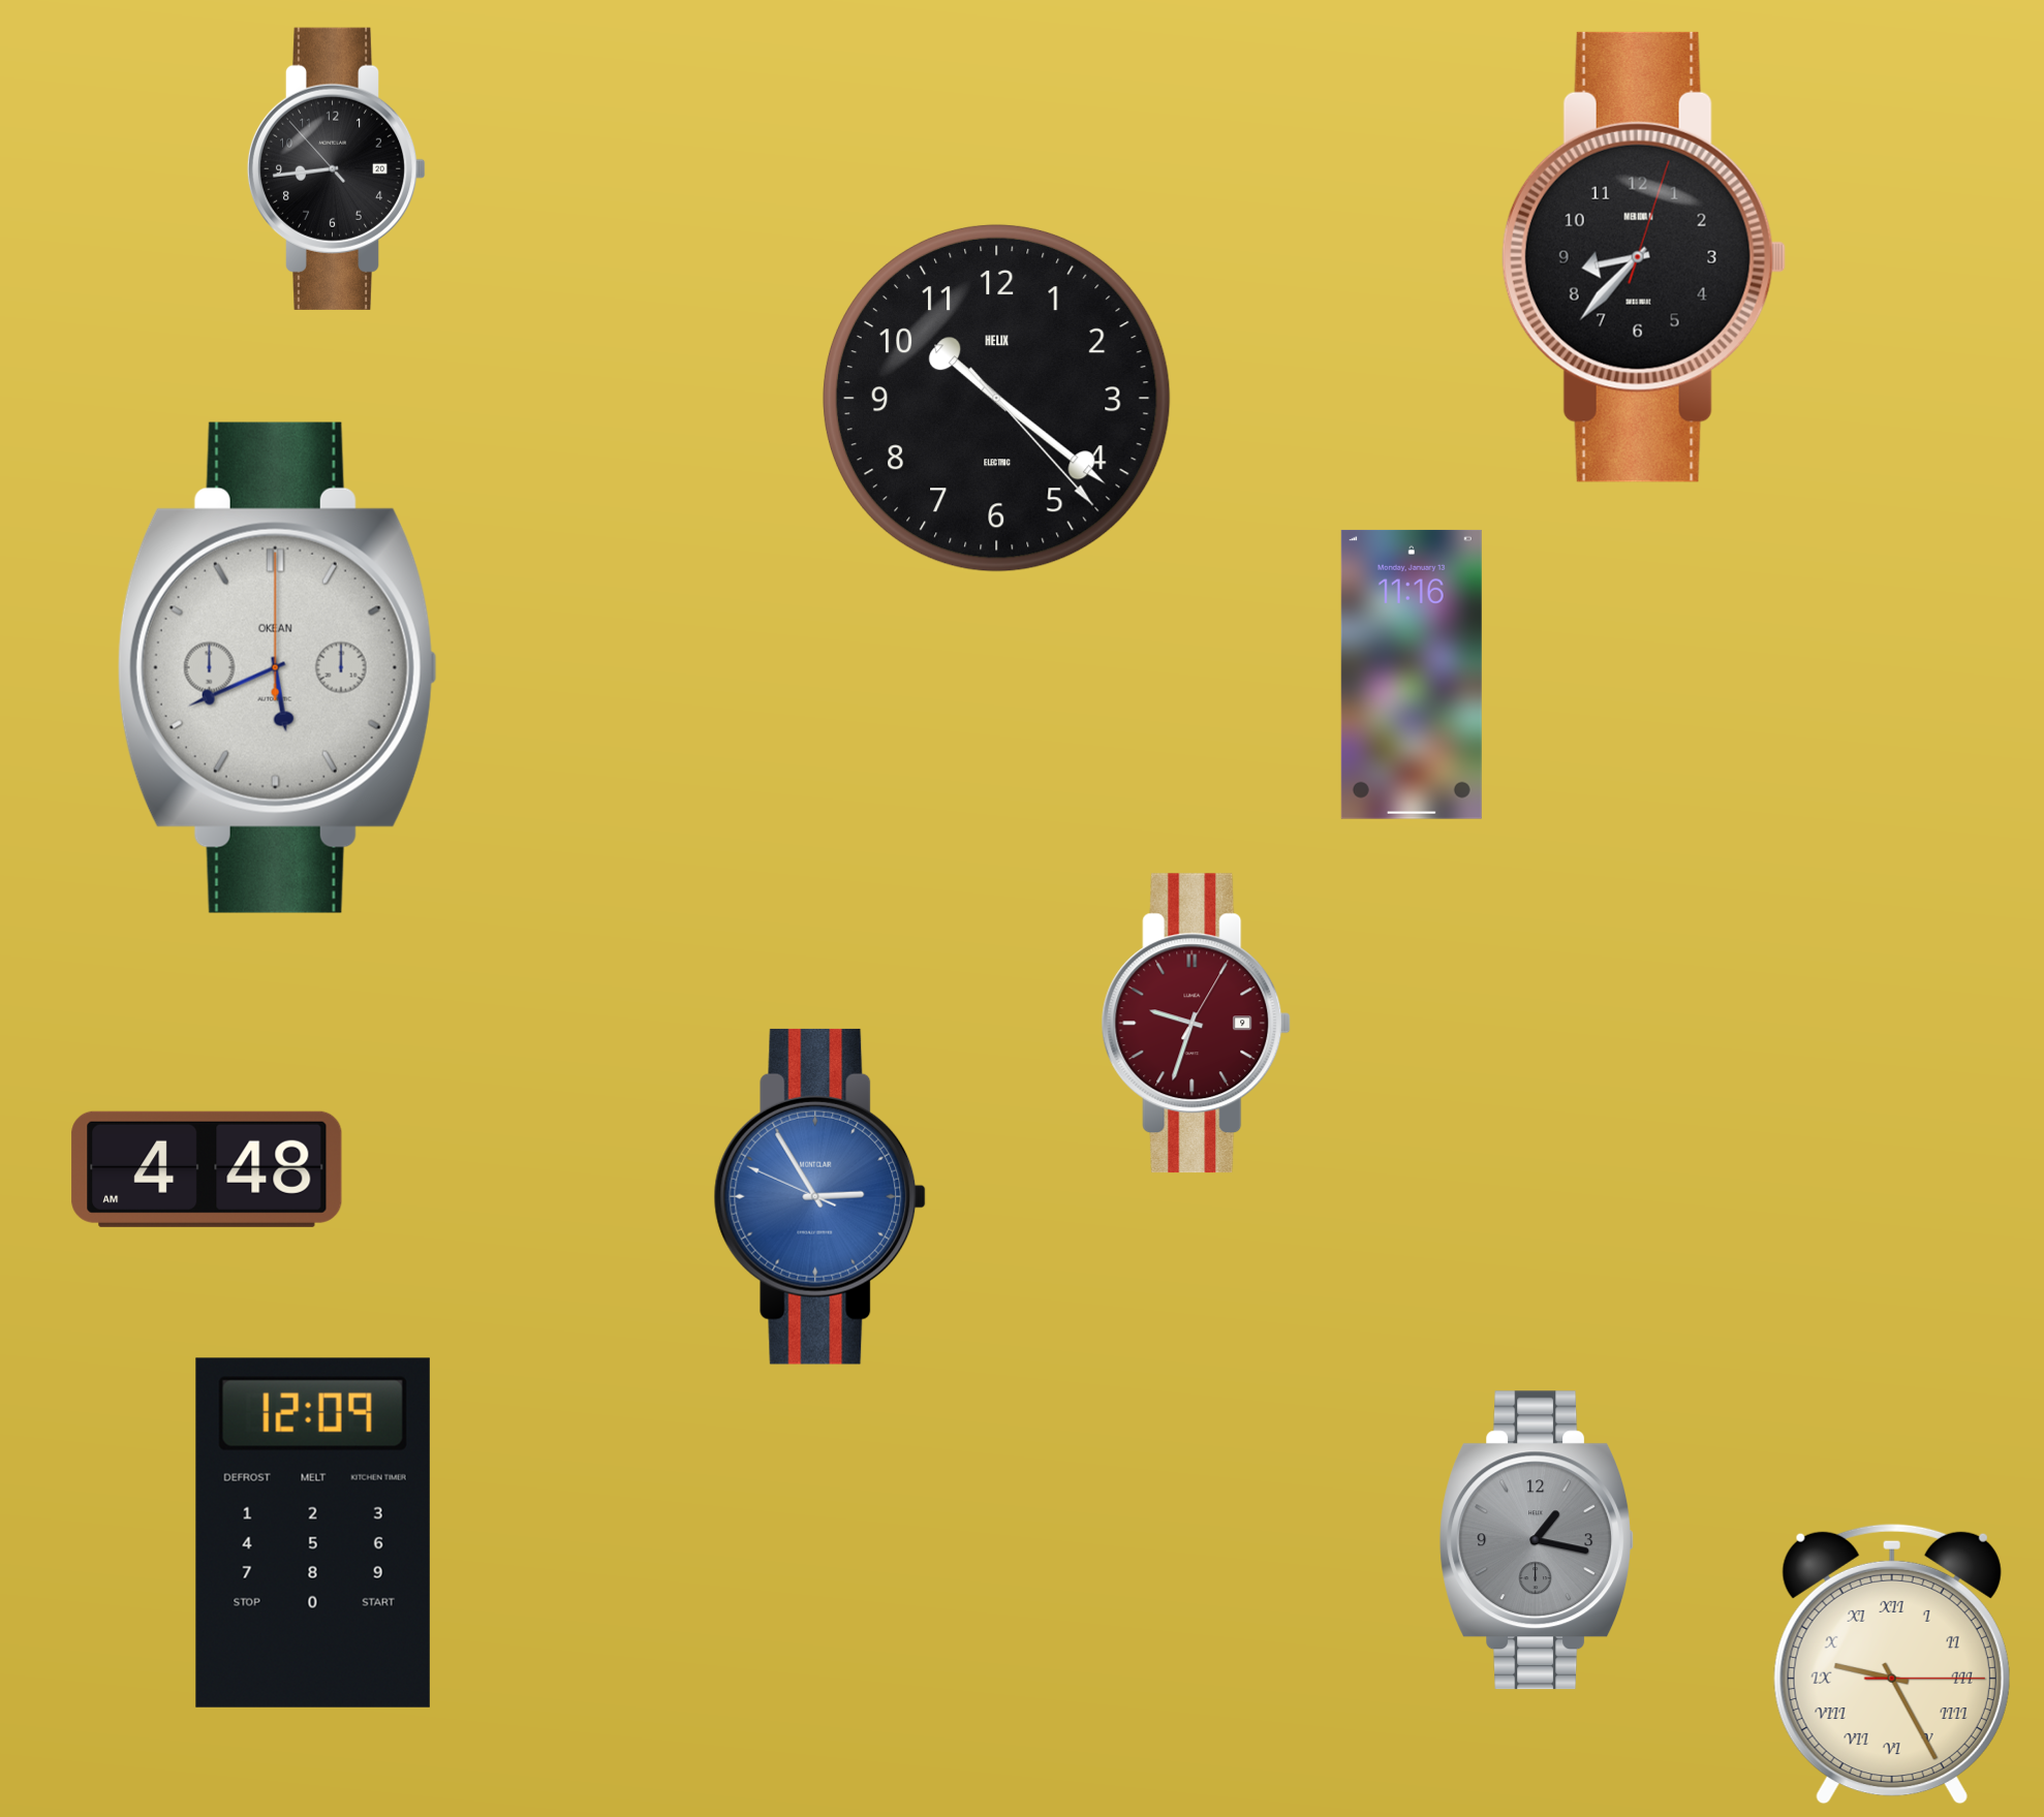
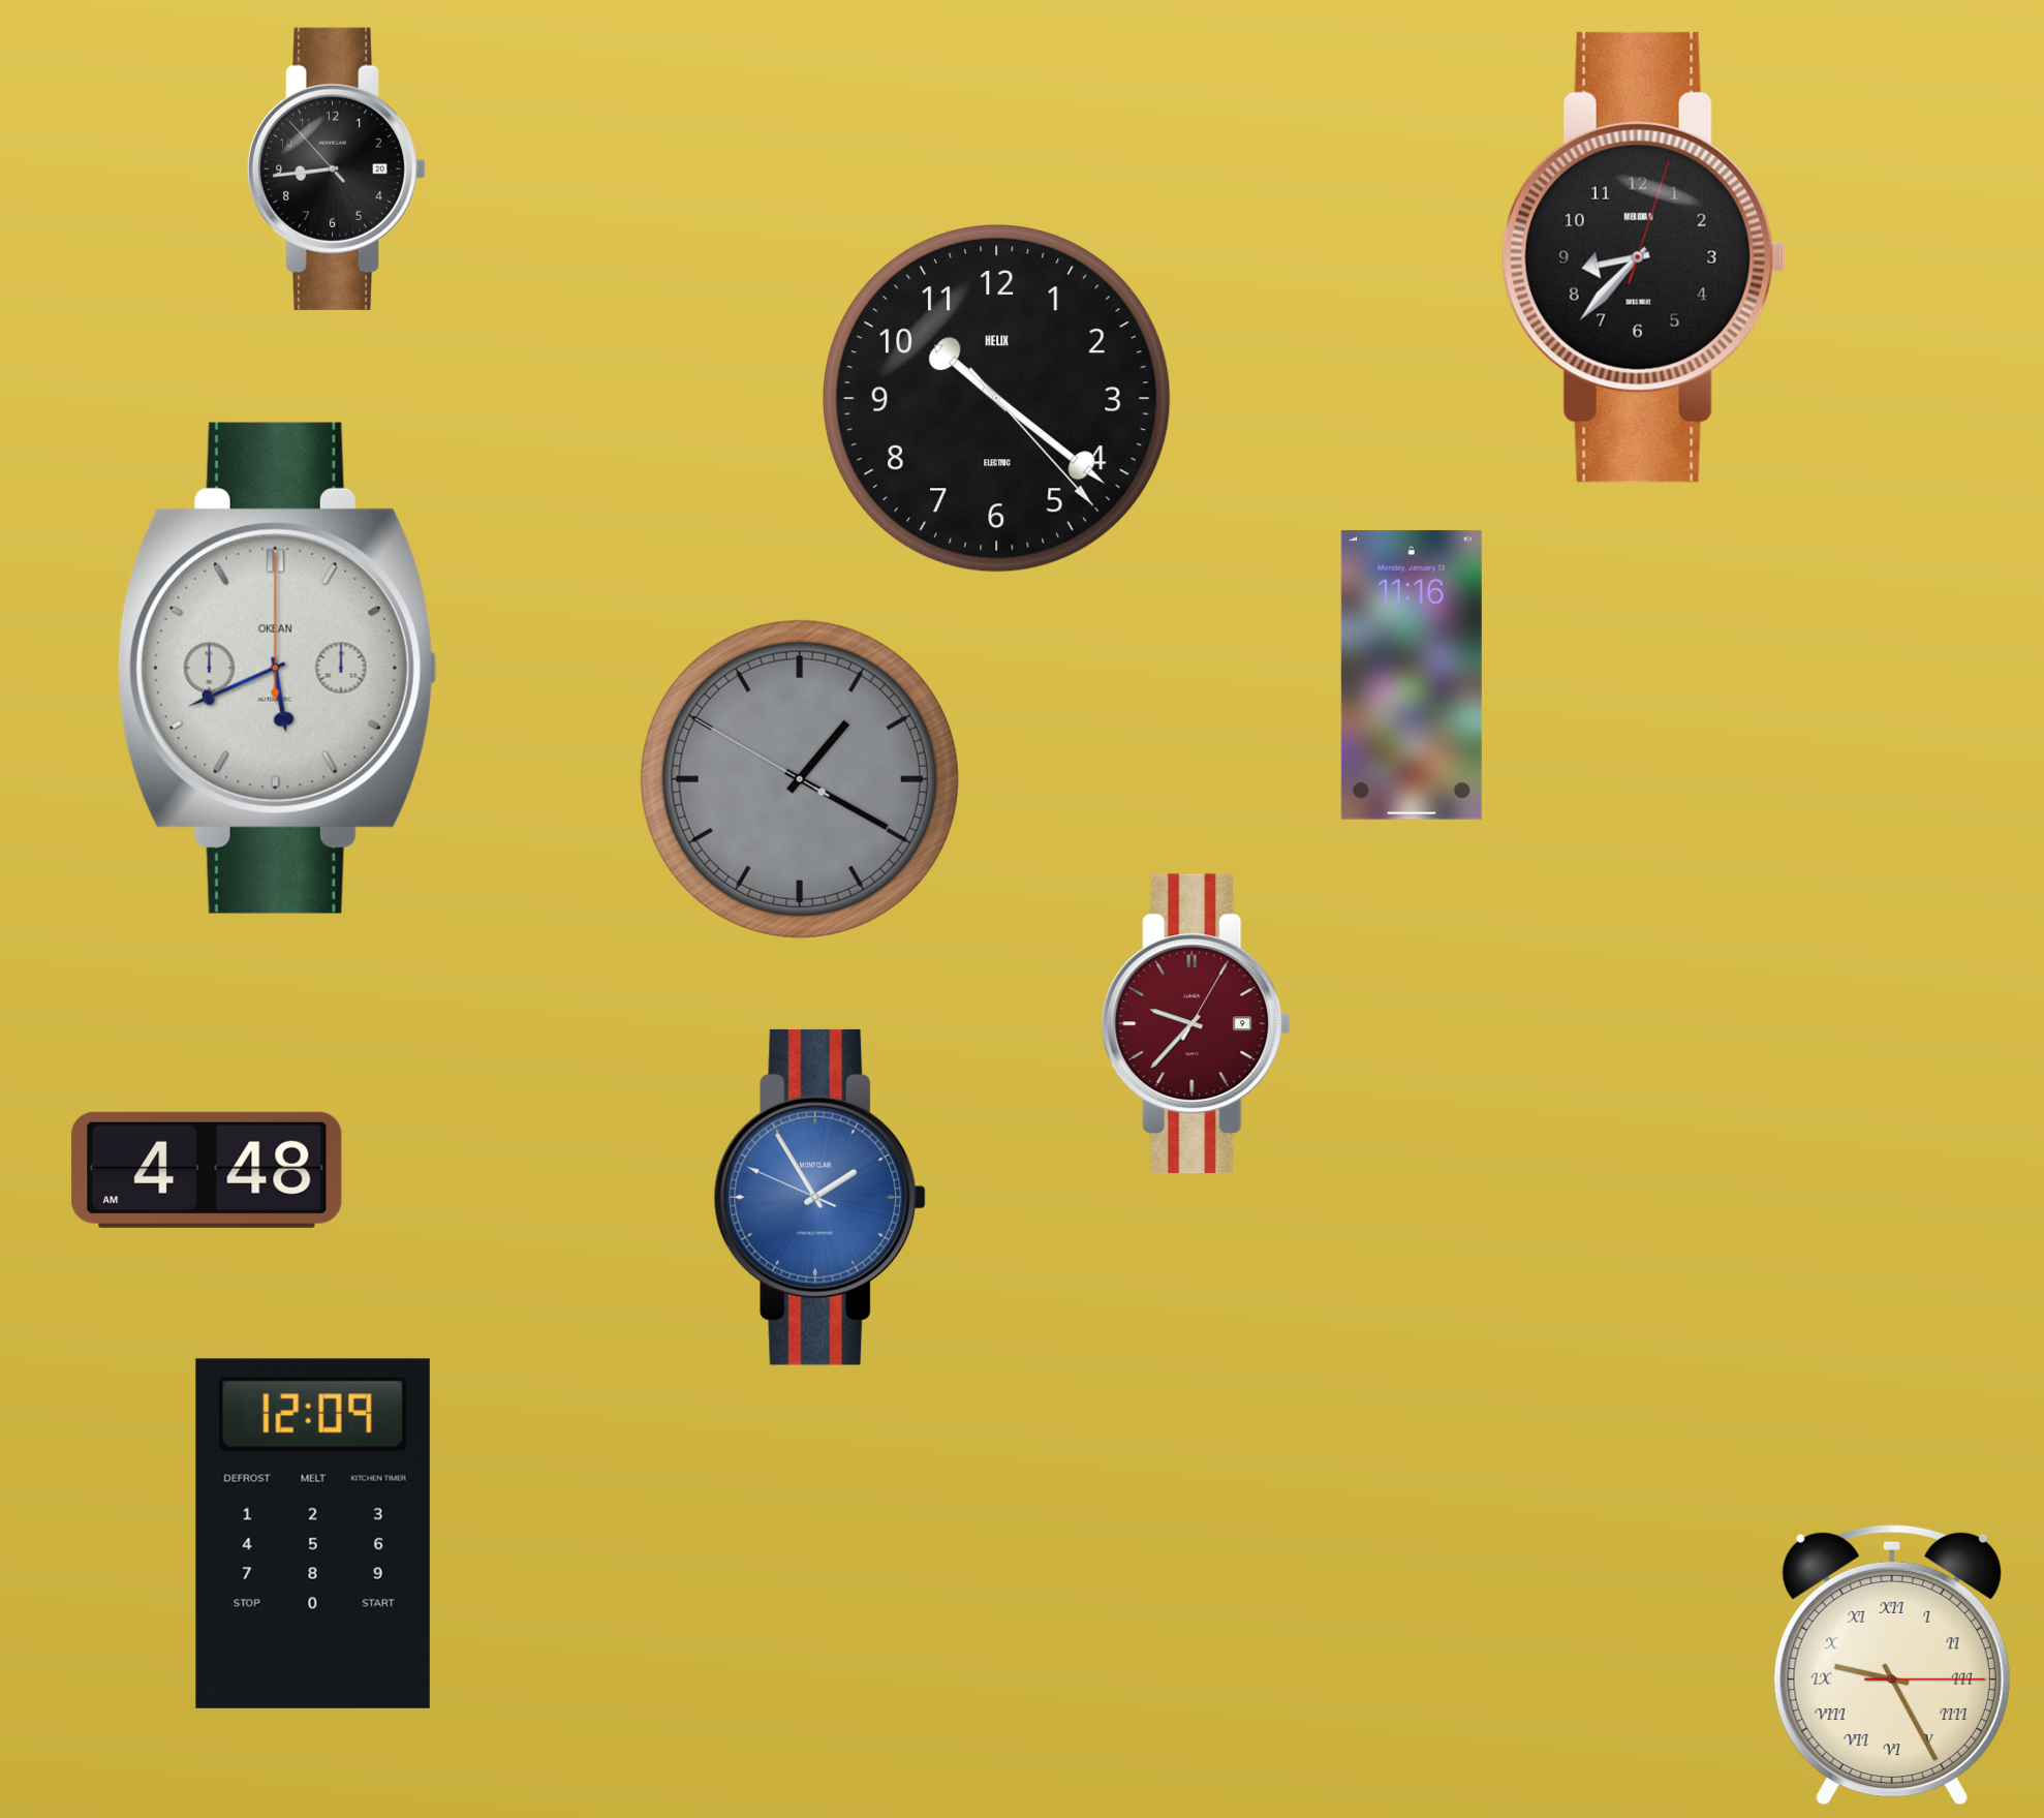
clock at (800, 779): none -> 1:19
clock at (1197, 1024): 9:33 -> 9:37
clock at (820, 1196): 2:54 -> 1:54
clock at (1537, 1540): 1:17 -> none
